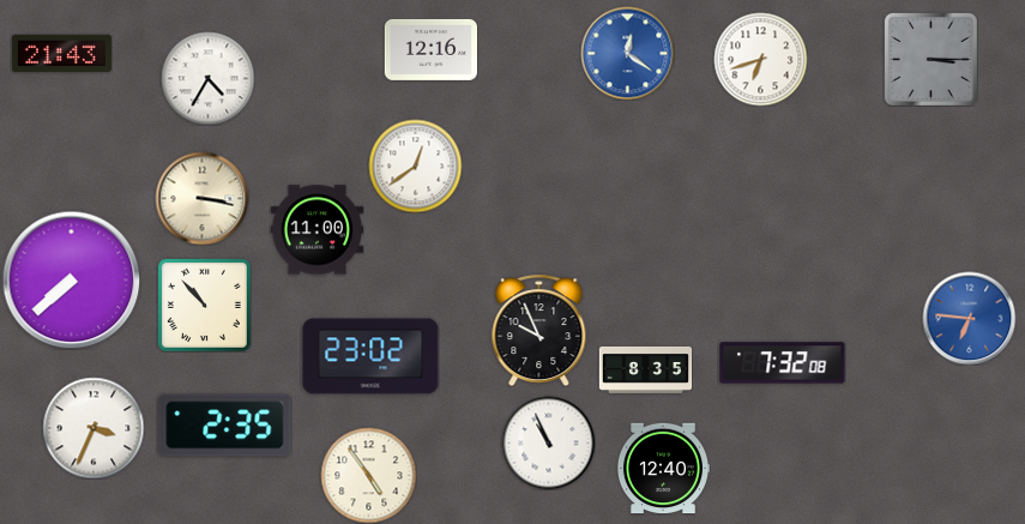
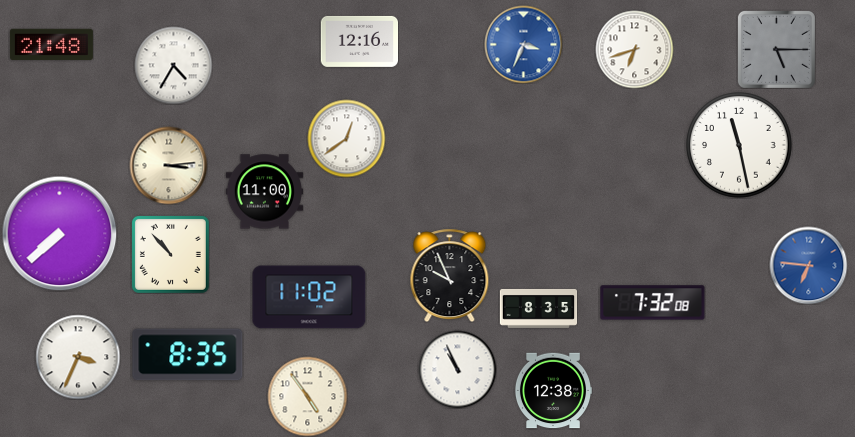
clock at (627, 53): 12:21 -> 3:34
clock at (61, 54): 21:43 -> 21:48
clock at (930, 59): 3:15 -> 5:15
clock at (739, 145): none -> 11:28
clock at (201, 198): 3:17 -> 3:14
clock at (370, 356): 23:02 -> 11:02
clock at (225, 426): 2:35 -> 8:35
clock at (663, 469): 12:40 -> 12:38
